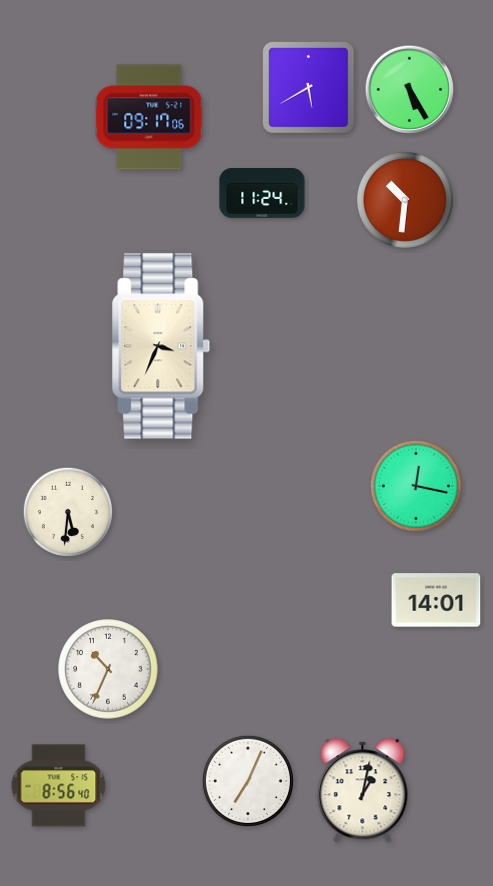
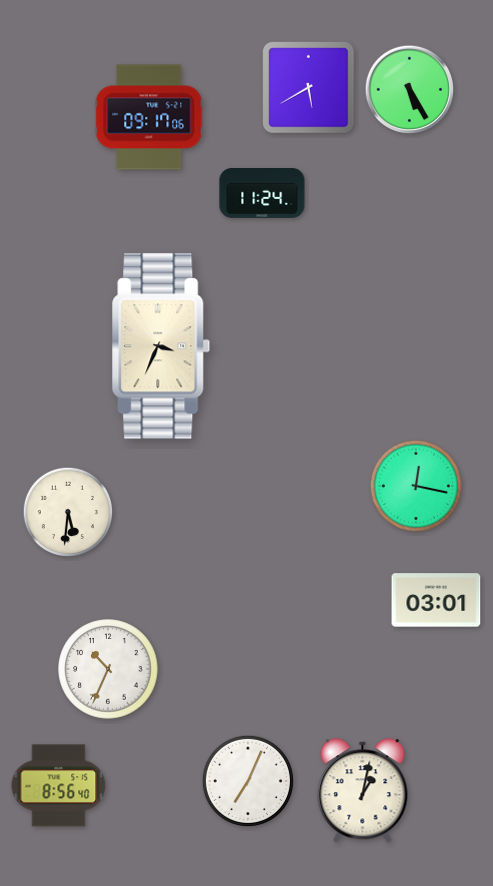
clock at (405, 200): 10:31 -> none
clock at (436, 600): 14:01 -> 03:01
